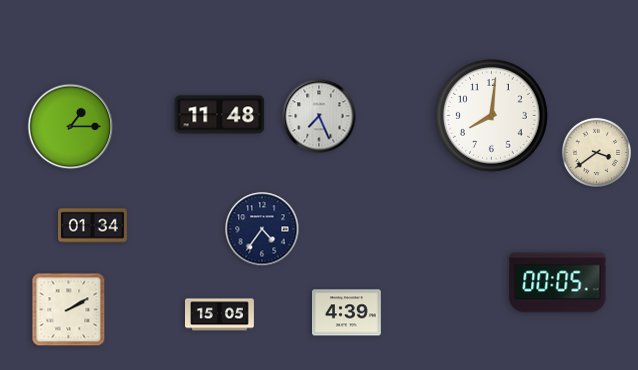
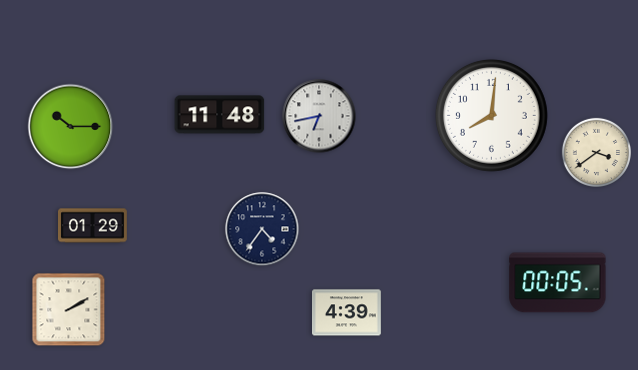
clock at (319, 116): 7:26 -> 6:43
clock at (71, 127): 1:15 -> 10:15
clock at (93, 226): 01:34 -> 01:29
clock at (220, 315): 15:05 -> none
